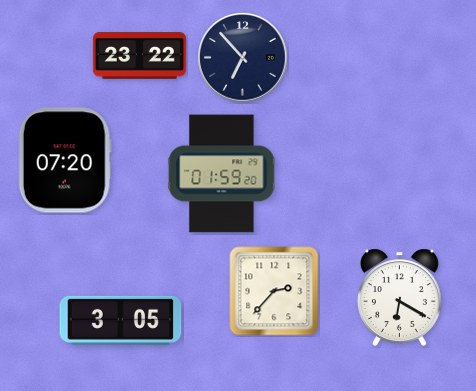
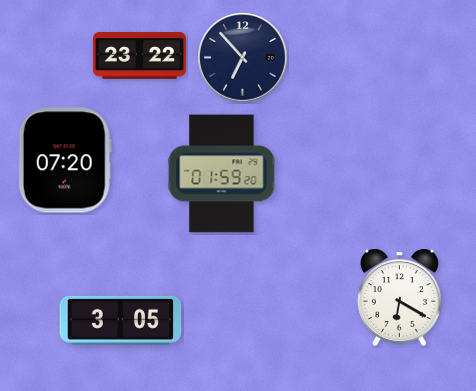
clock at (274, 291): 2:37 -> none
